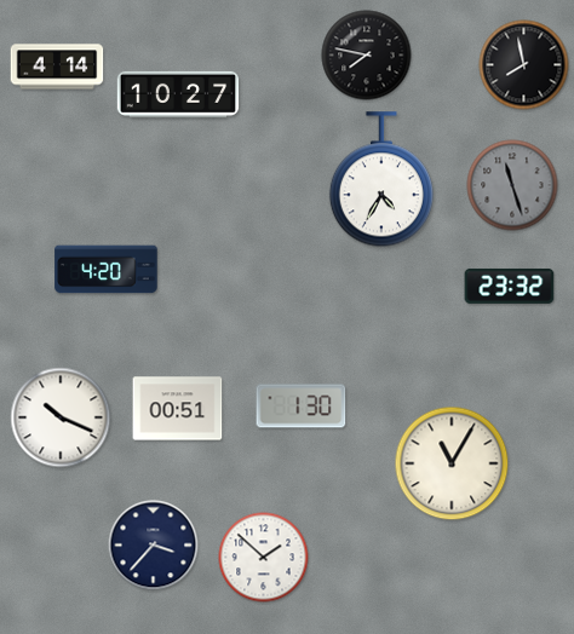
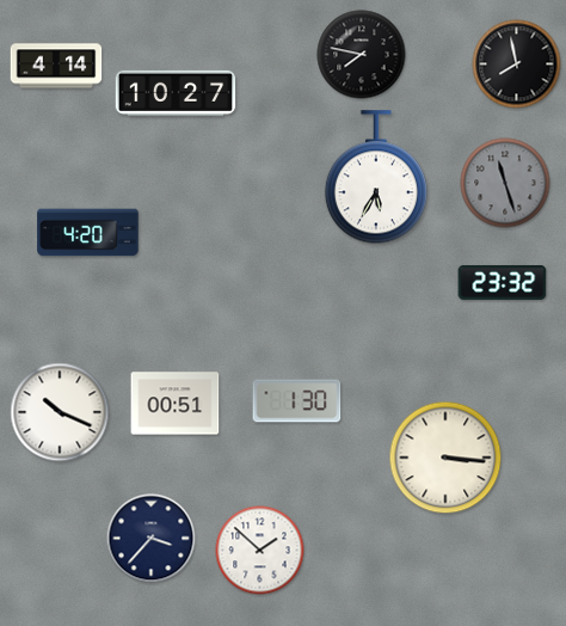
clock at (381, 180): 4:35 -> 5:35
clock at (107, 270) position: (107, 270) -> (88, 233)
clock at (452, 463): 11:05 -> 3:16
